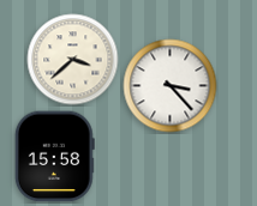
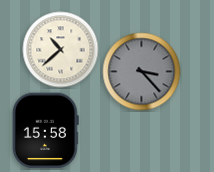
clock at (73, 60): 3:38 -> 10:38
clock at (171, 86) dial: white -> grey
